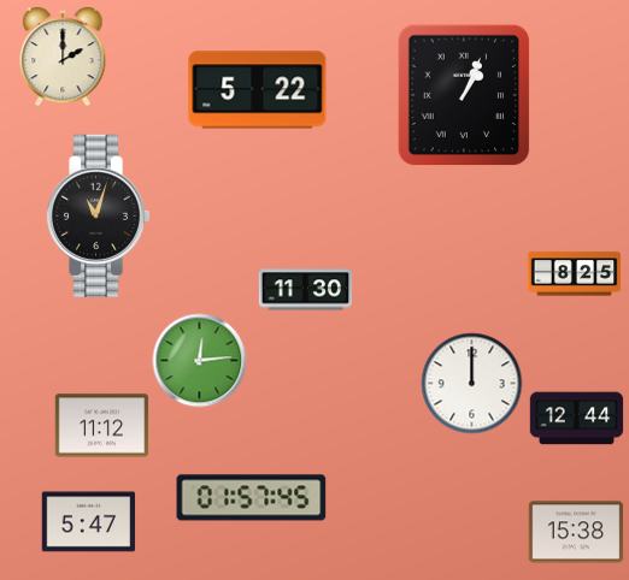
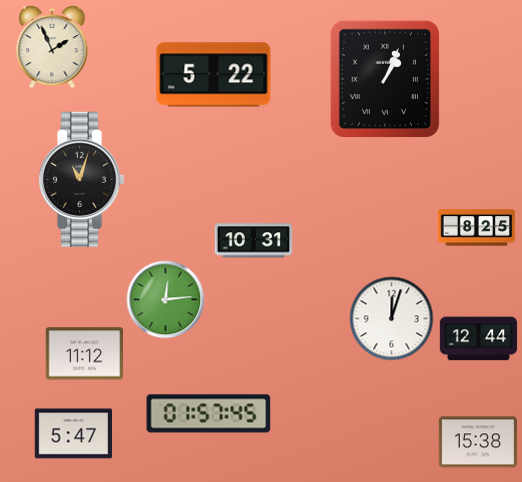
clock at (63, 57): 2:00 -> 1:56
clock at (305, 290): 11:30 -> 10:31
clock at (471, 383): 12:00 -> 12:03
clock at (576, 419) position: (576, 419) -> (478, 339)
